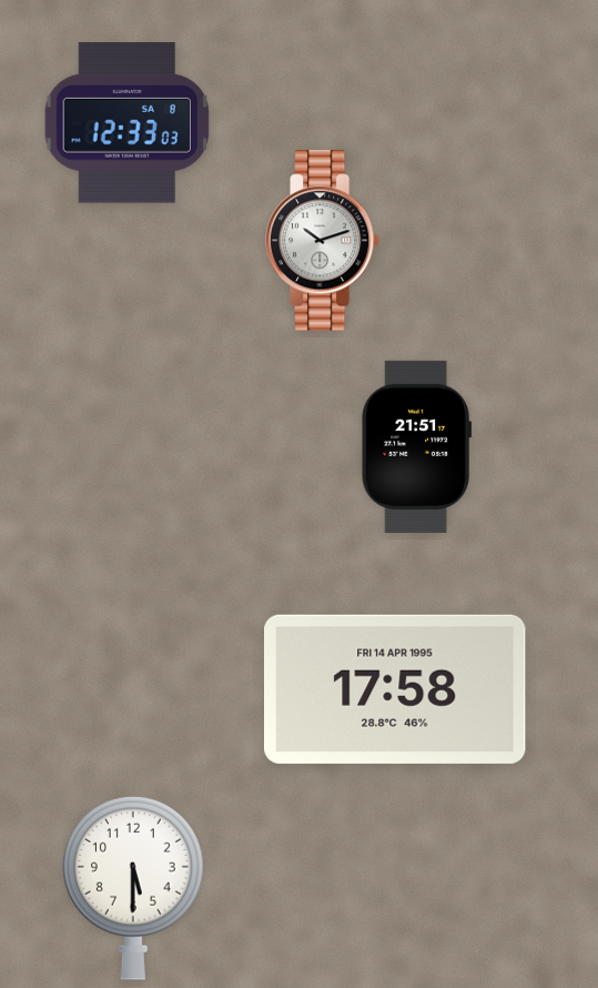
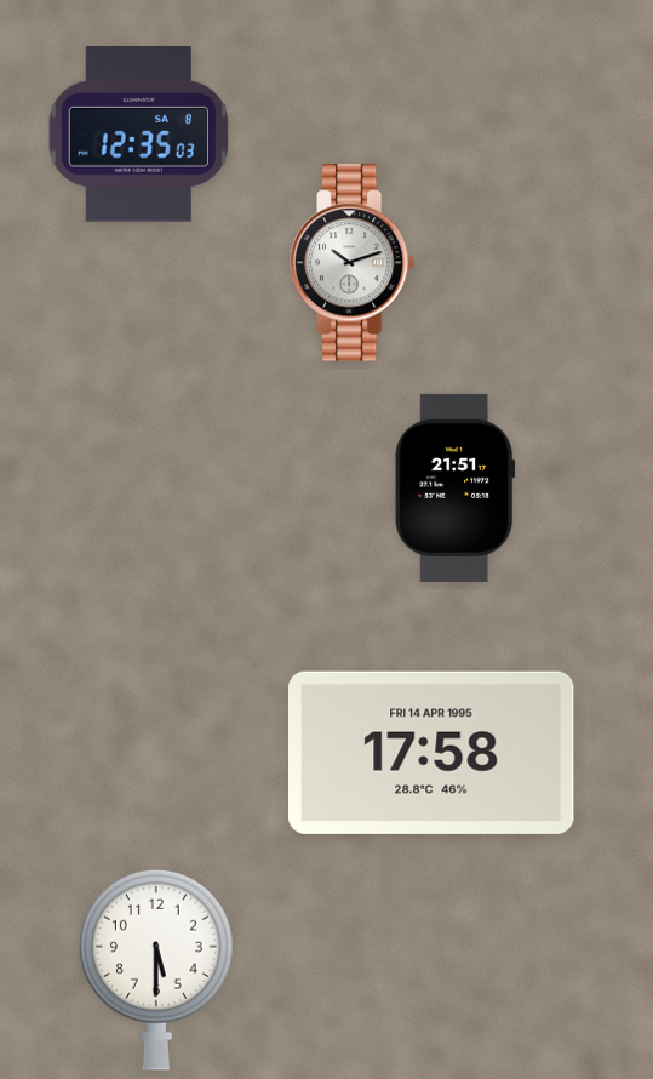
clock at (126, 123): 12:33 -> 12:35
clock at (134, 888) position: (134, 888) -> (157, 970)
